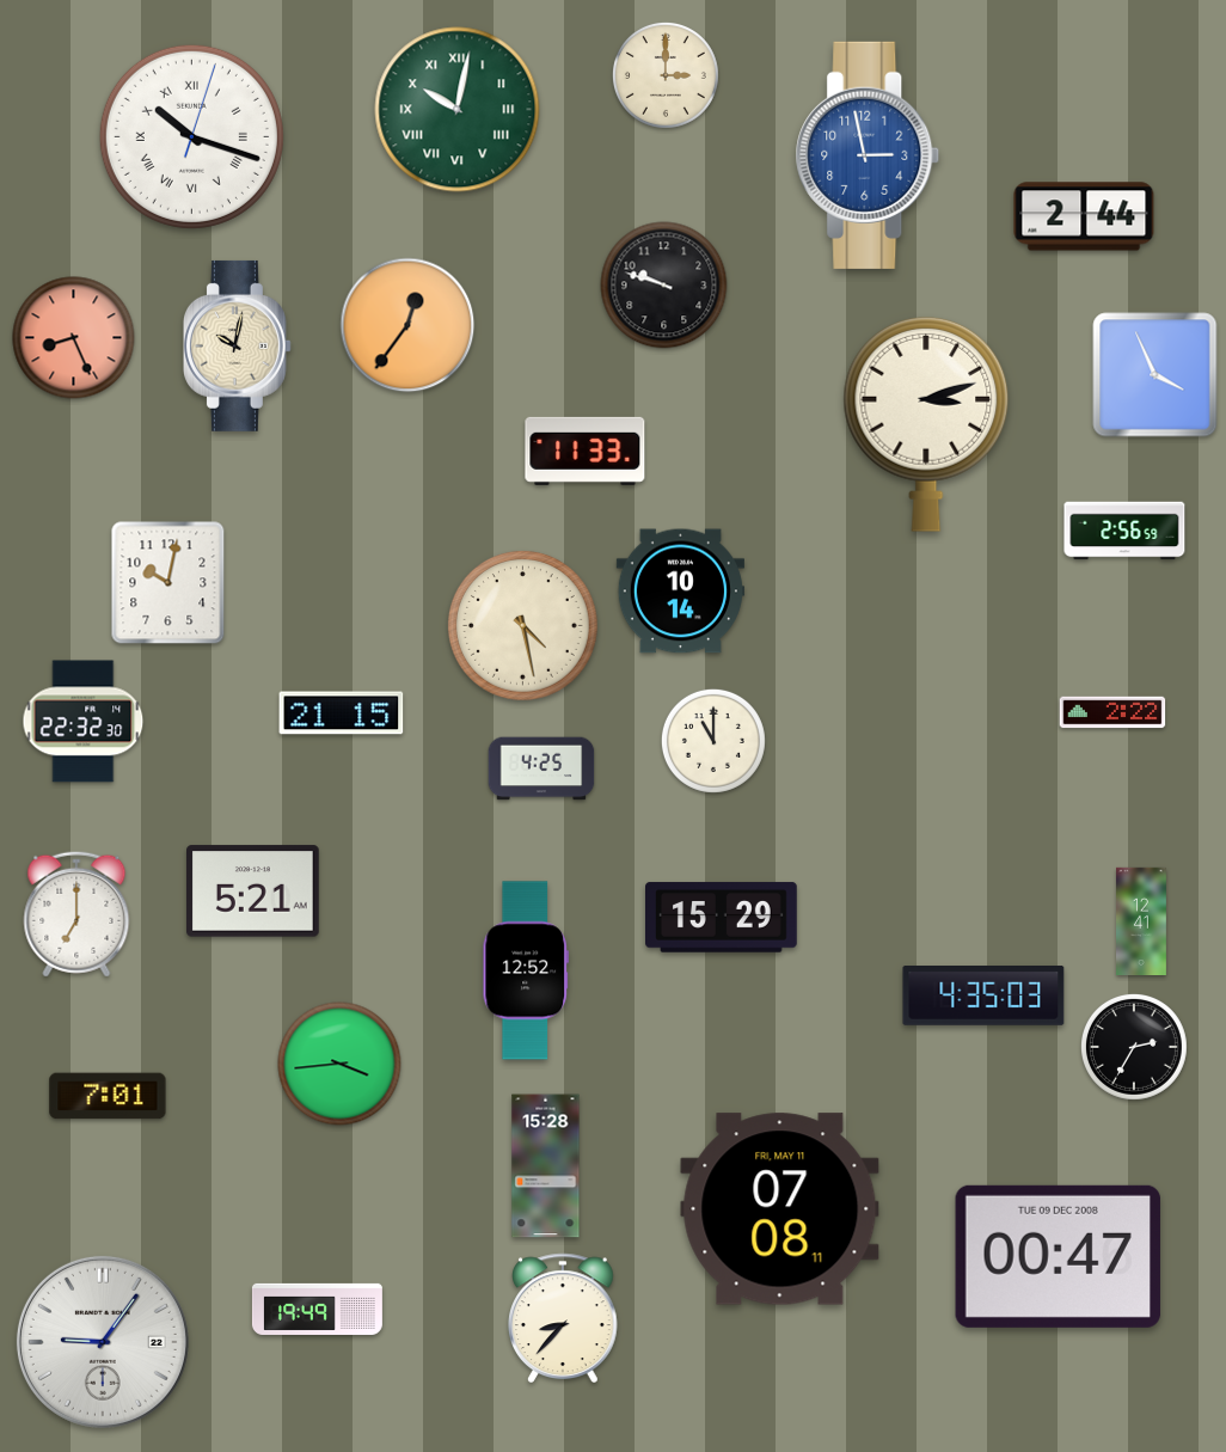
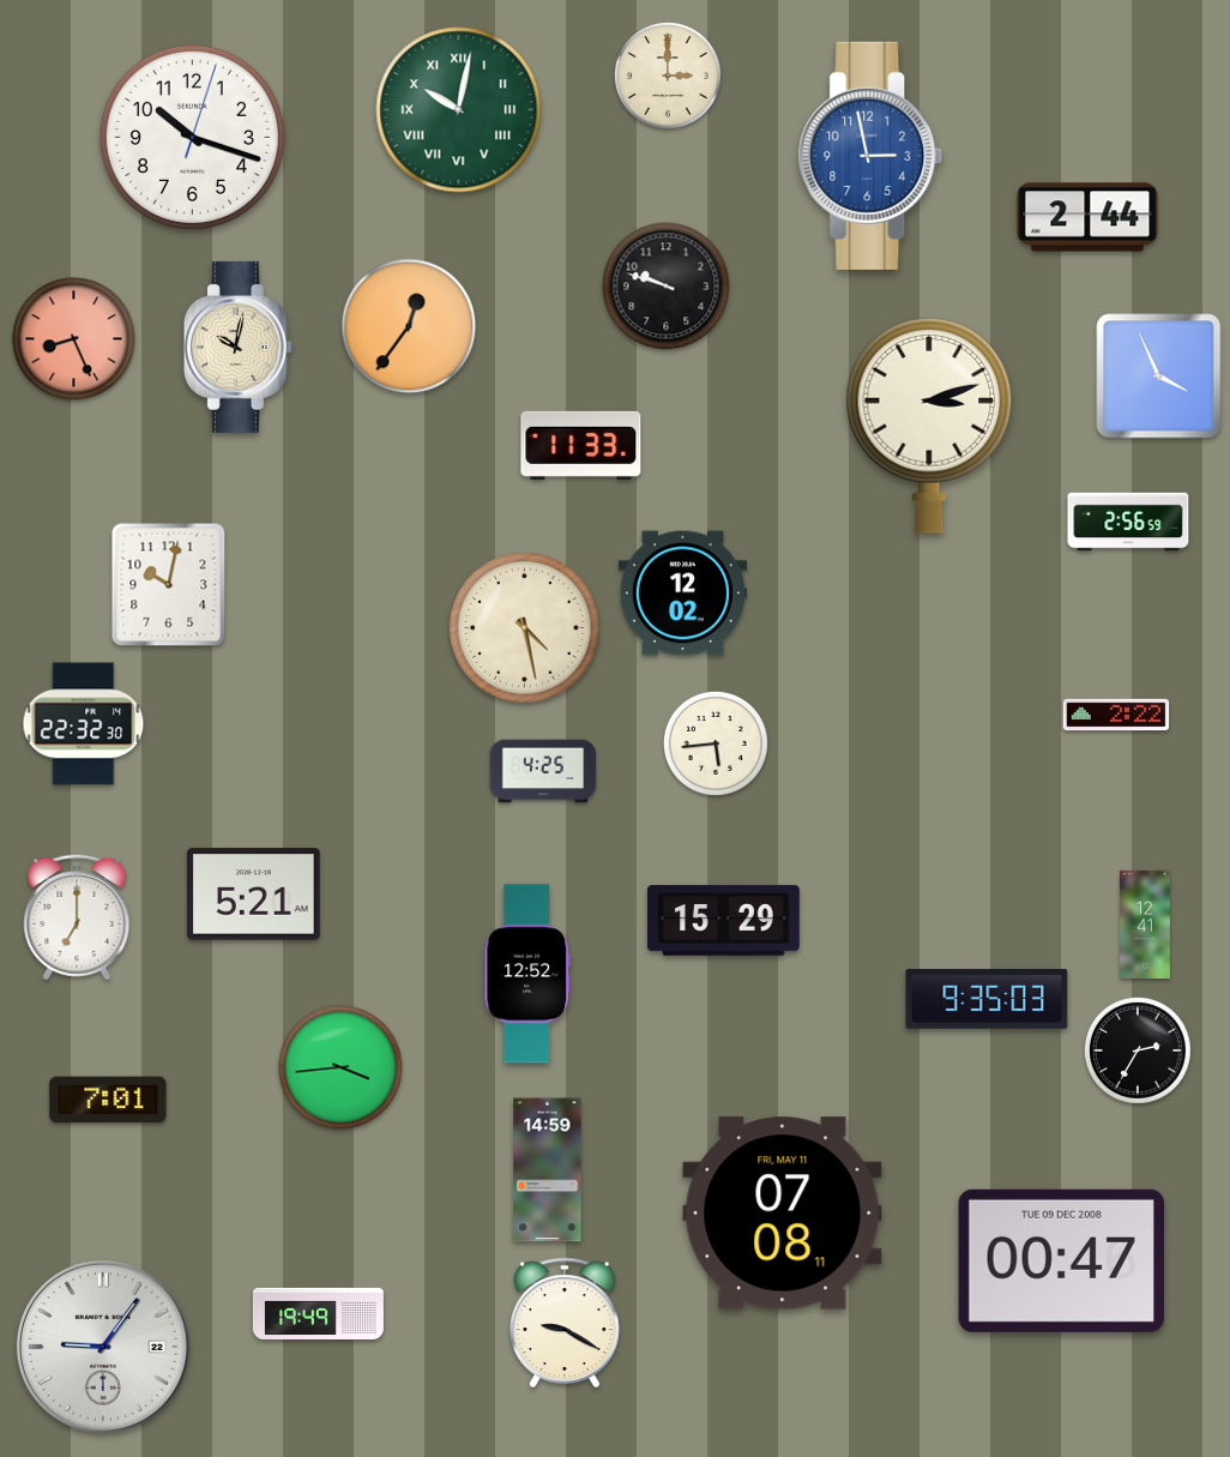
clock at (191, 136) numerals: Roman -> Arabic
clock at (586, 451) position: (586, 451) -> (581, 445)
clock at (1124, 531) position: (1124, 531) -> (1128, 522)
clock at (680, 592): 10:14 -> 12:02
clock at (342, 713): 21:15 -> none
clock at (713, 741): 11:00 -> 5:44
clock at (983, 997): 4:35 -> 9:35
clock at (546, 1166): 15:28 -> 14:59
clock at (564, 1317): 8:37 -> 9:20
